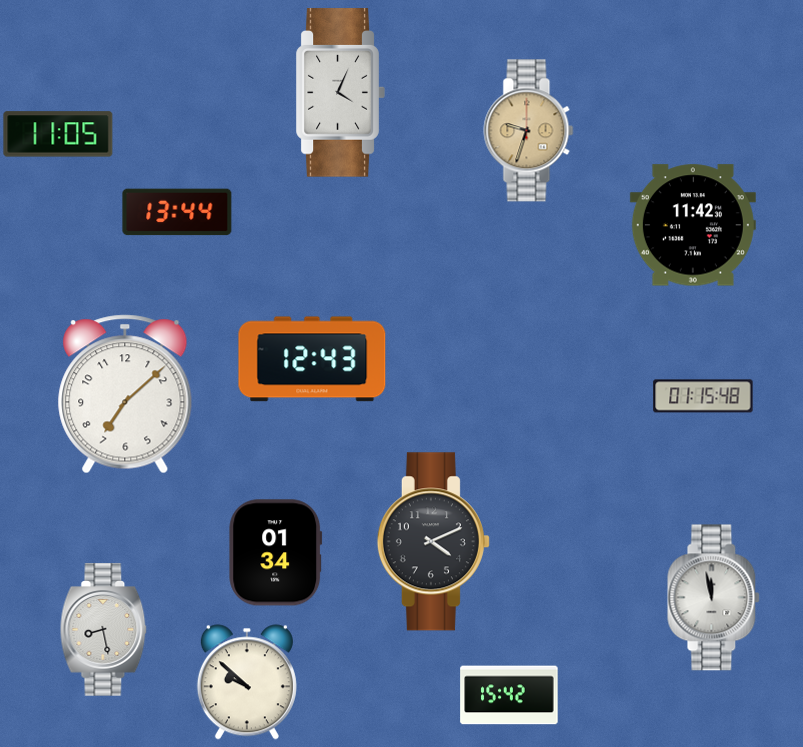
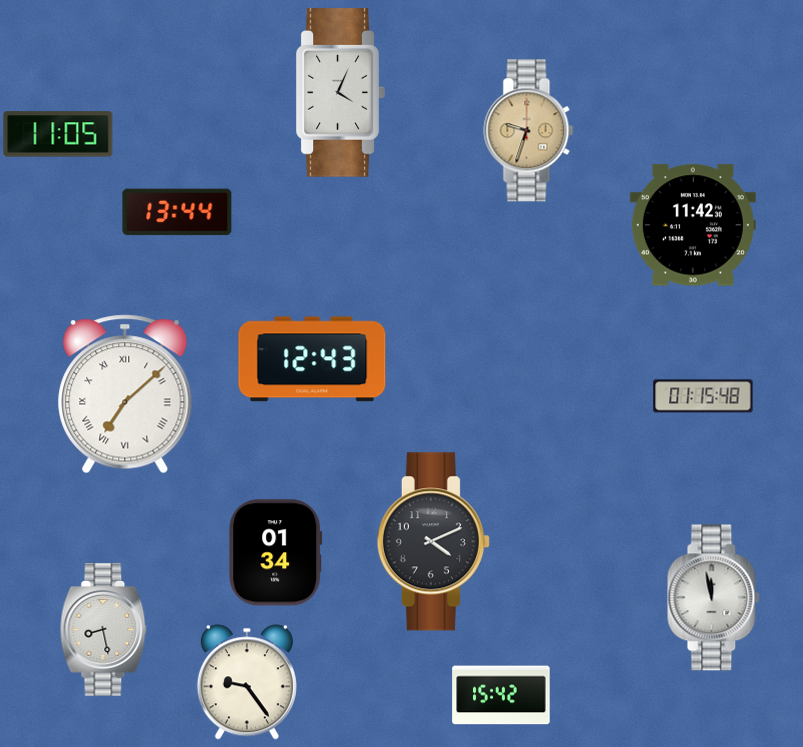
clock at (125, 394) numerals: Arabic -> Roman
clock at (247, 682): 9:52 -> 9:24
clock at (509, 695) position: (509, 695) -> (501, 695)
